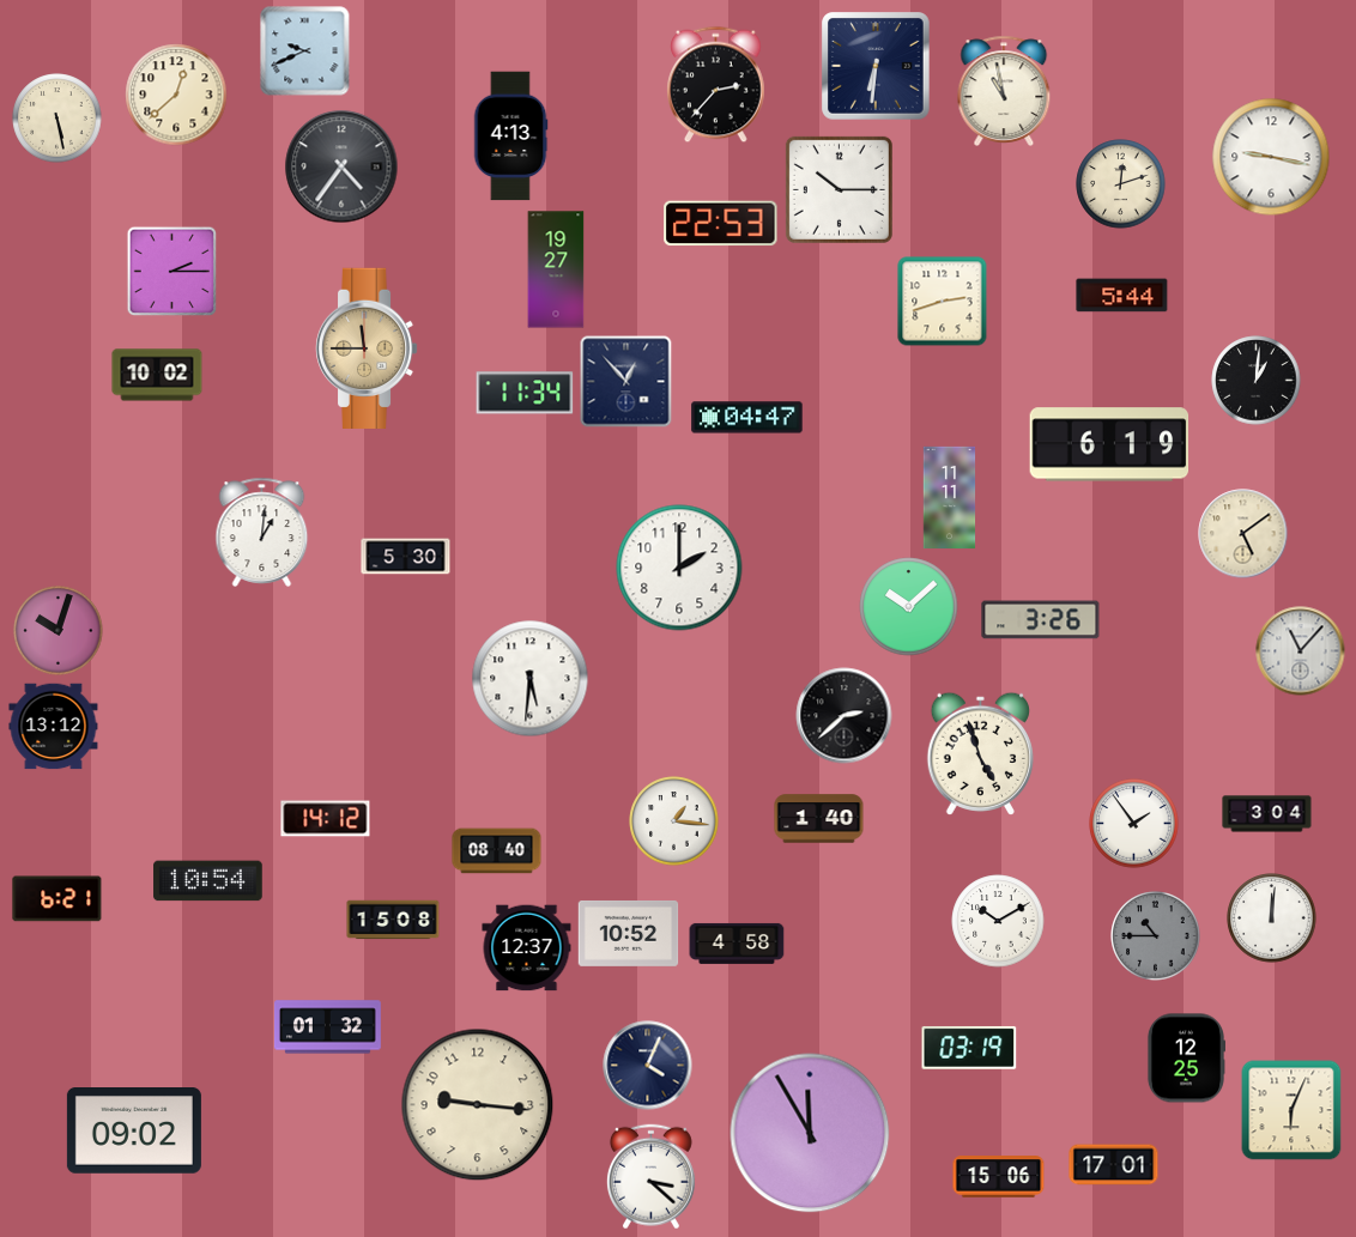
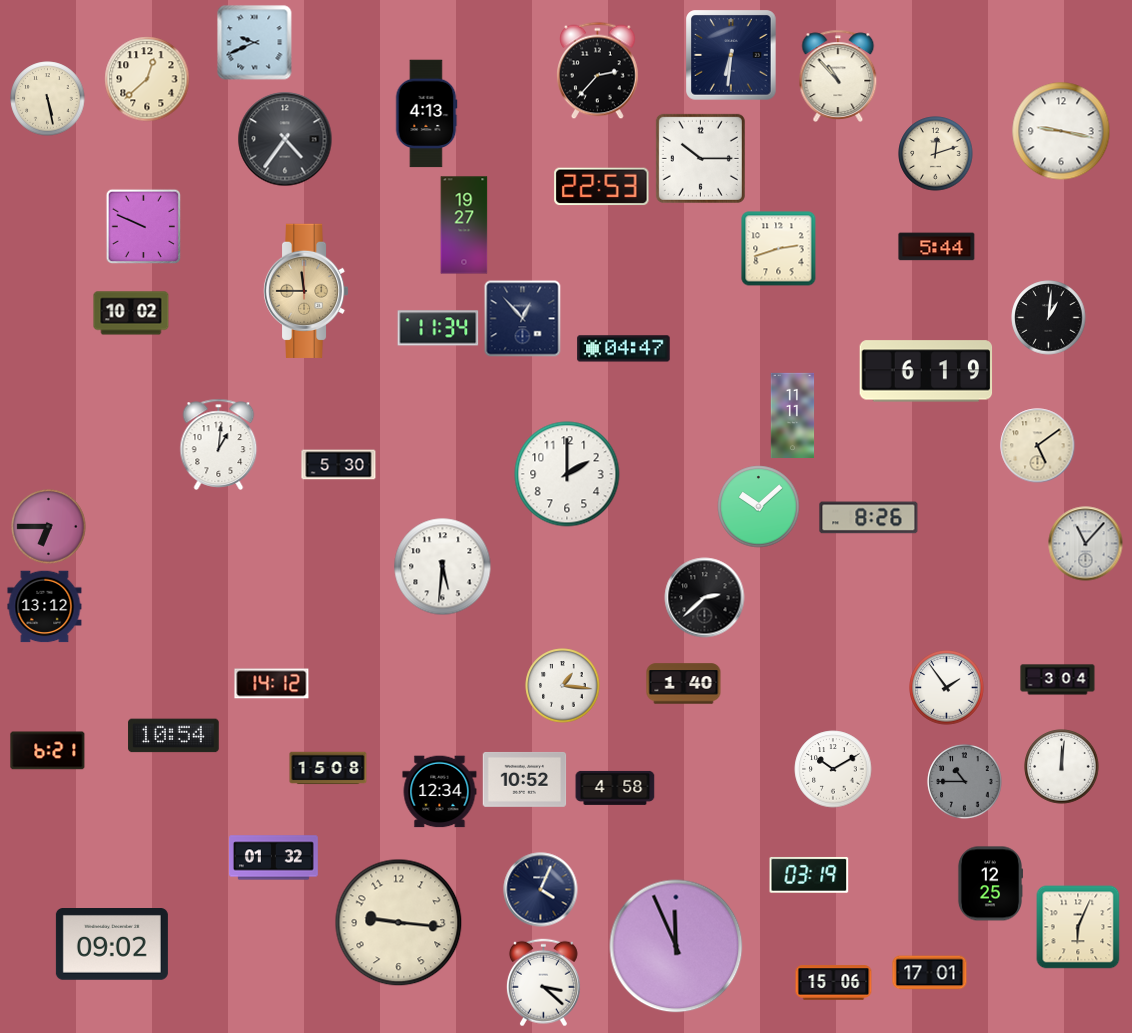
clock at (1004, 90): 10:58 -> 10:53
clock at (172, 272): 2:15 -> 9:49
clock at (943, 302) position: (943, 302) -> (779, 249)
clock at (1041, 620): 3:26 -> 8:26
clock at (59, 631): 10:03 -> 6:45
clock at (980, 753): 4:57 -> none
clock at (497, 851): 08:40 -> none
clock at (527, 948): 12:37 -> 12:34
clock at (810, 1133): 11:55 -> 11:56
